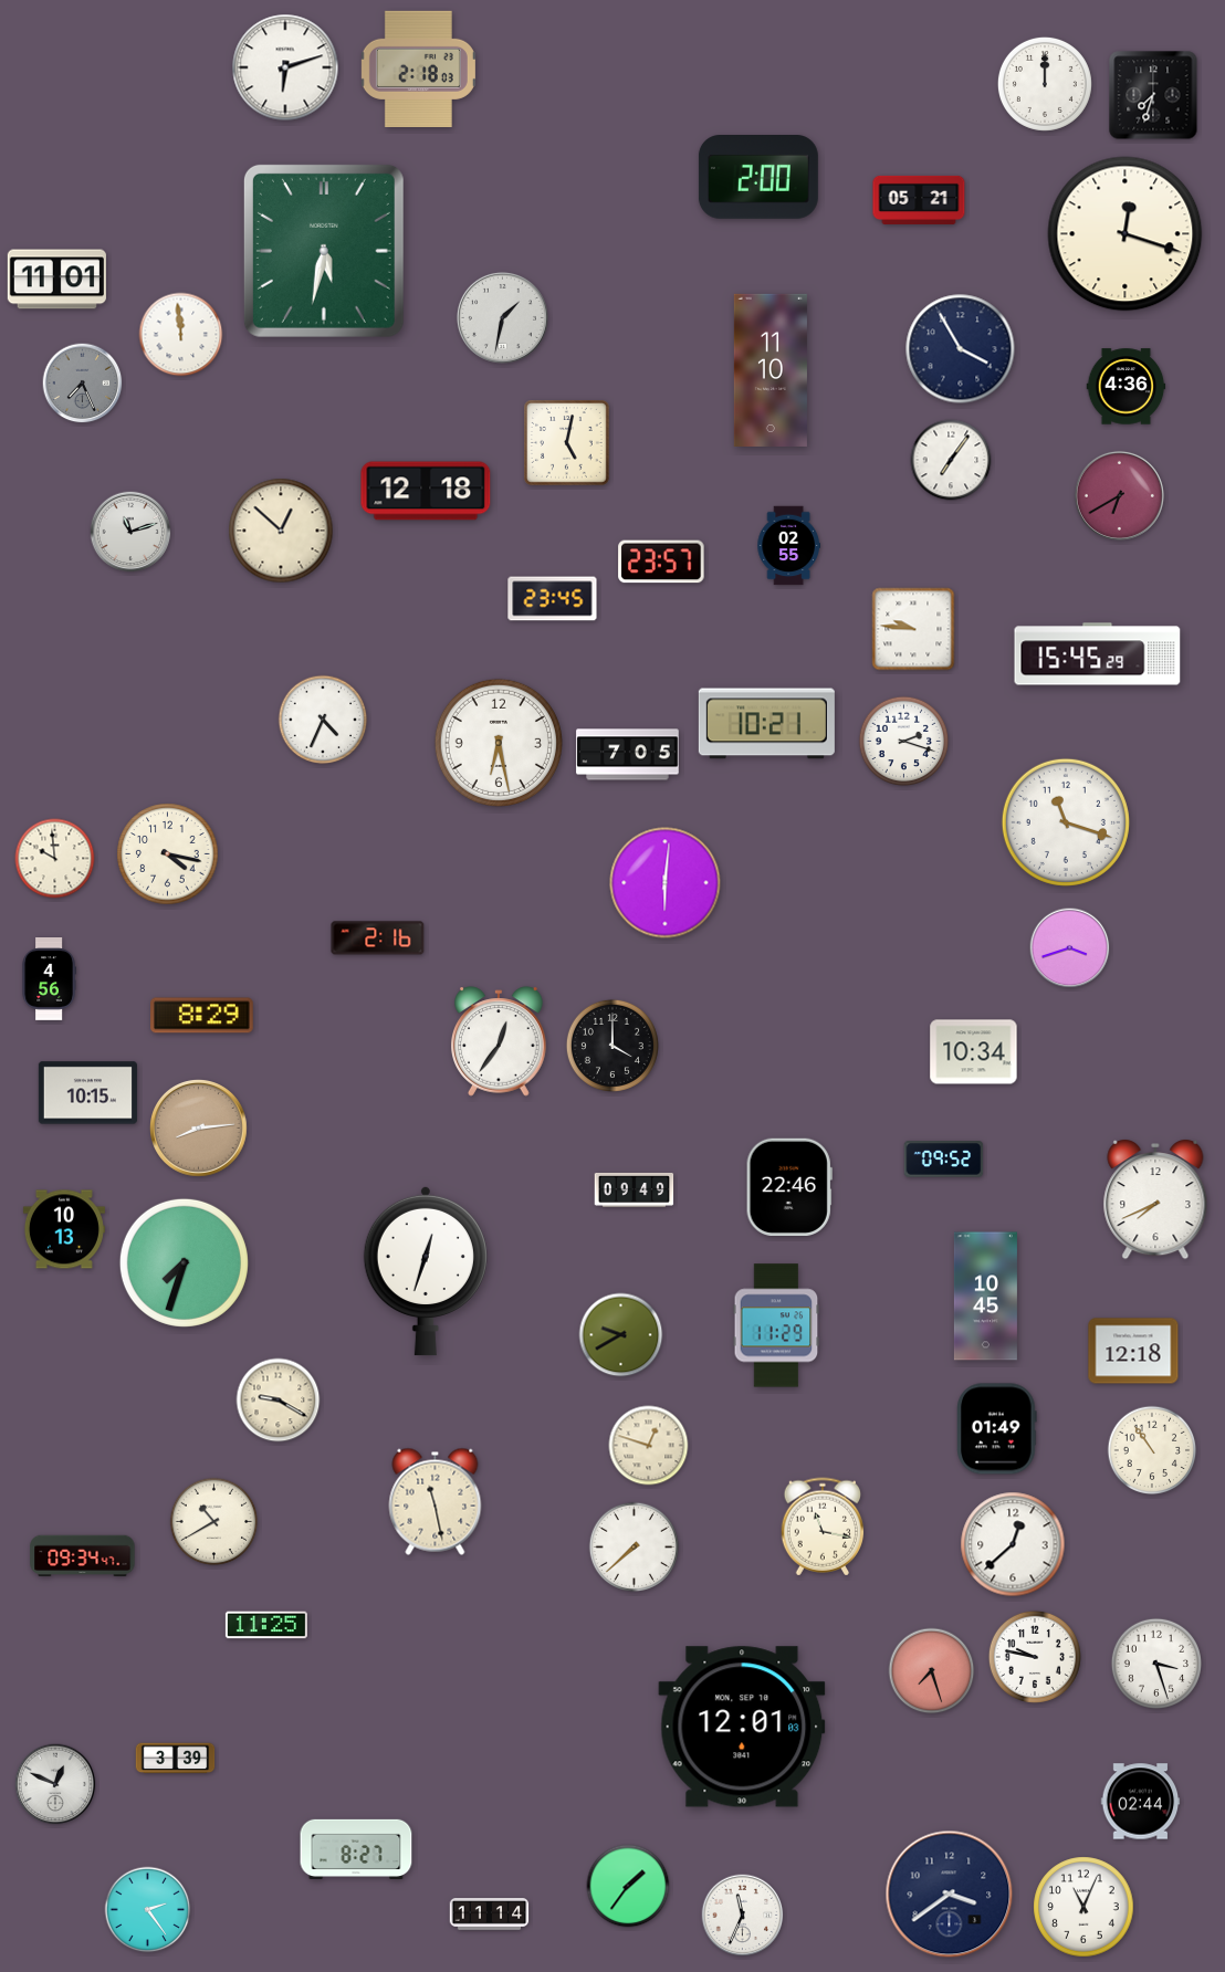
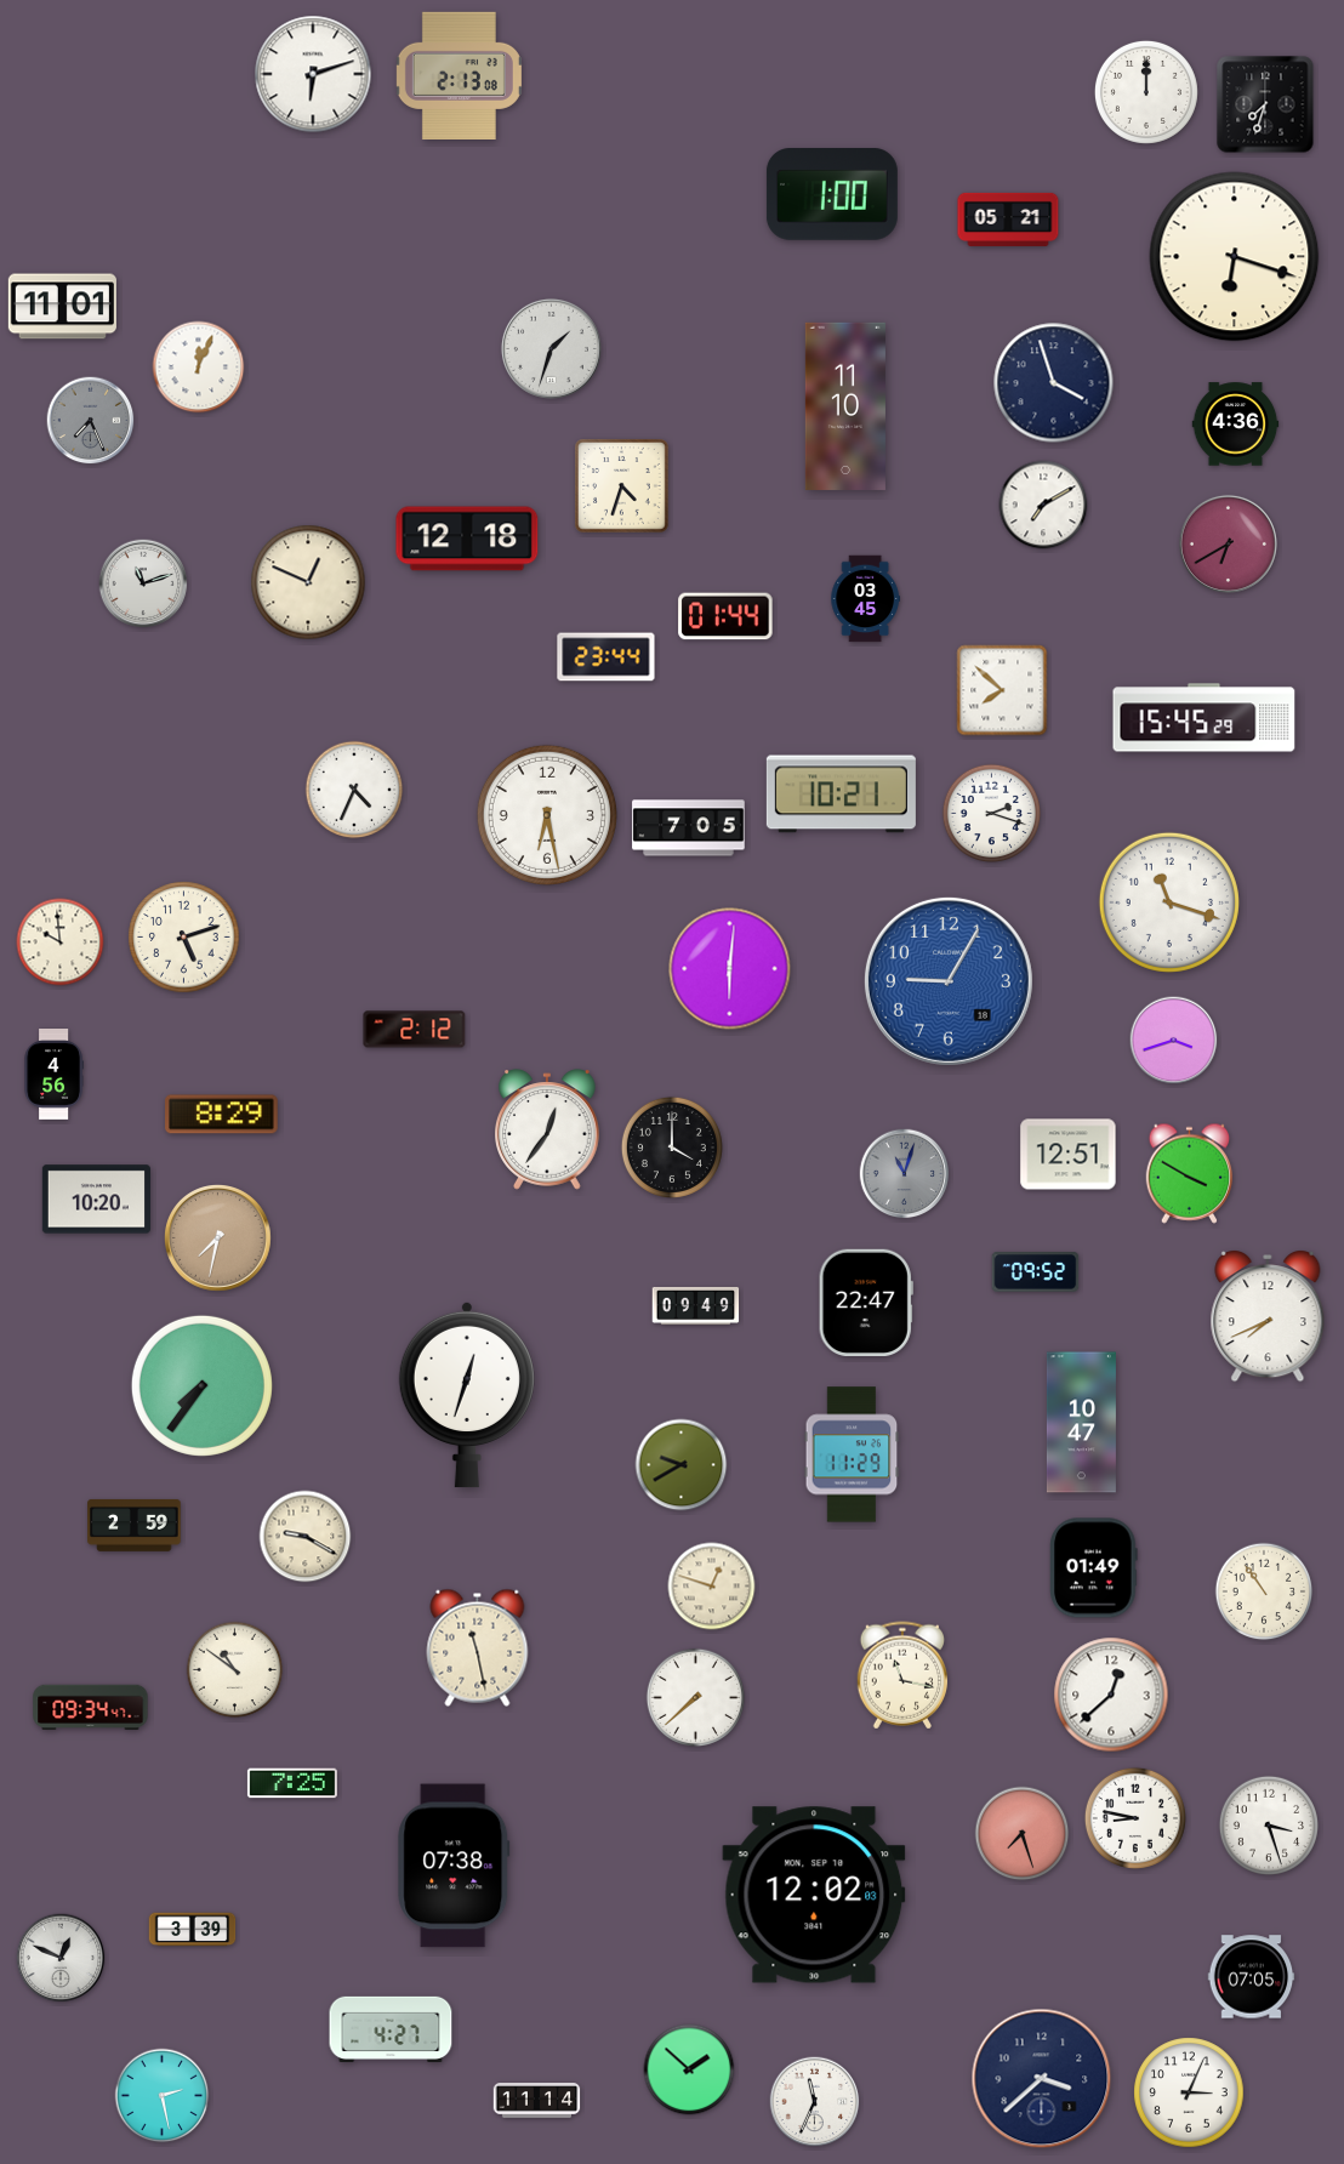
clock at (418, 69): 2:18 -> 2:13
clock at (758, 178): 2:00 -> 1:00
clock at (1125, 234): 12:18 -> 6:18
clock at (324, 251): 5:32 -> none
clock at (502, 317): 1:32 -> 1:33
clock at (181, 335): 11:59 -> 12:04
clock at (961, 349): 3:55 -> 3:57
clock at (567, 443): 5:02 -> 4:33
clock at (951, 460): 7:06 -> 7:10
clock at (281, 531): 12:52 -> 12:49
clock at (788, 546): 02:55 -> 03:45
clock at (661, 562): 23:57 -> 01:44
clock at (553, 599): 23:45 -> 23:44
clock at (913, 629): 9:46 -> 7:52
clock at (168, 854): 4:17 -> 5:12
clock at (949, 981): none -> 9:05
clock at (378, 938): 2:16 -> 2:12
clock at (500, 1041) position: (500, 1041) -> (548, 1129)
clock at (974, 1052): 10:34 -> 12:51
clock at (1190, 1173): none -> 3:50
clock at (905, 1174): none -> 11:03
clock at (87, 1093): 10:15 -> 10:20
clock at (199, 1129): 8:14 -> 7:32
clock at (789, 1186): 22:46 -> 22:47
clock at (64, 1229): 10:13 -> none
clock at (184, 1262): 7:33 -> 7:36
clock at (985, 1297): 10:45 -> 10:47
clock at (1133, 1351): 12:18 -> none
clock at (135, 1526): none -> 2:59
clock at (214, 1522): 10:40 -> 10:51
clock at (266, 1625): 11:25 -> 7:25
clock at (1035, 1657): 9:47 -> 8:47
clock at (454, 1866): none -> 07:38
clock at (742, 1727): 12:01 -> 12:02
clock at (1141, 1802): 02:44 -> 07:05
clock at (356, 1848): 8:27 -> 4:27
clock at (628, 1886): 1:36 -> 1:52
clock at (950, 1895): 3:39 -> 3:38
clock at (1083, 1907): 11:04 -> 3:04
clock at (148, 1910): 2:24 -> 2:28
